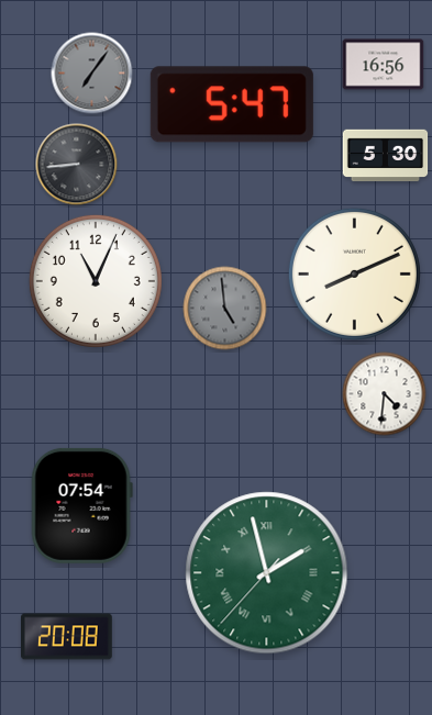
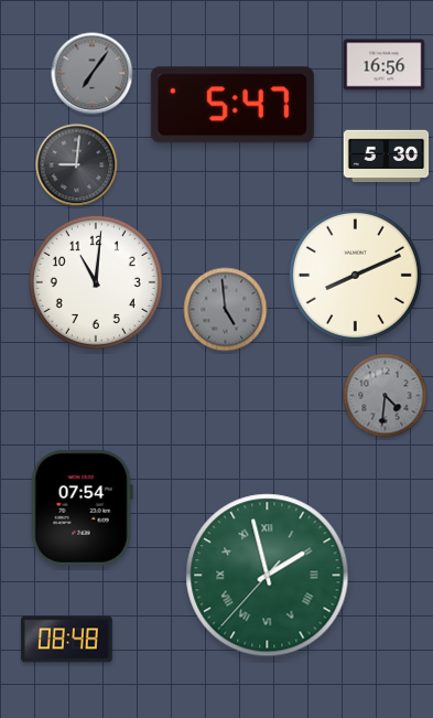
clock at (77, 165): 8:44 -> 9:01
clock at (96, 281): 11:04 -> 11:01
clock at (385, 394) dial: white -> grey
clock at (67, 637): 20:08 -> 08:48
